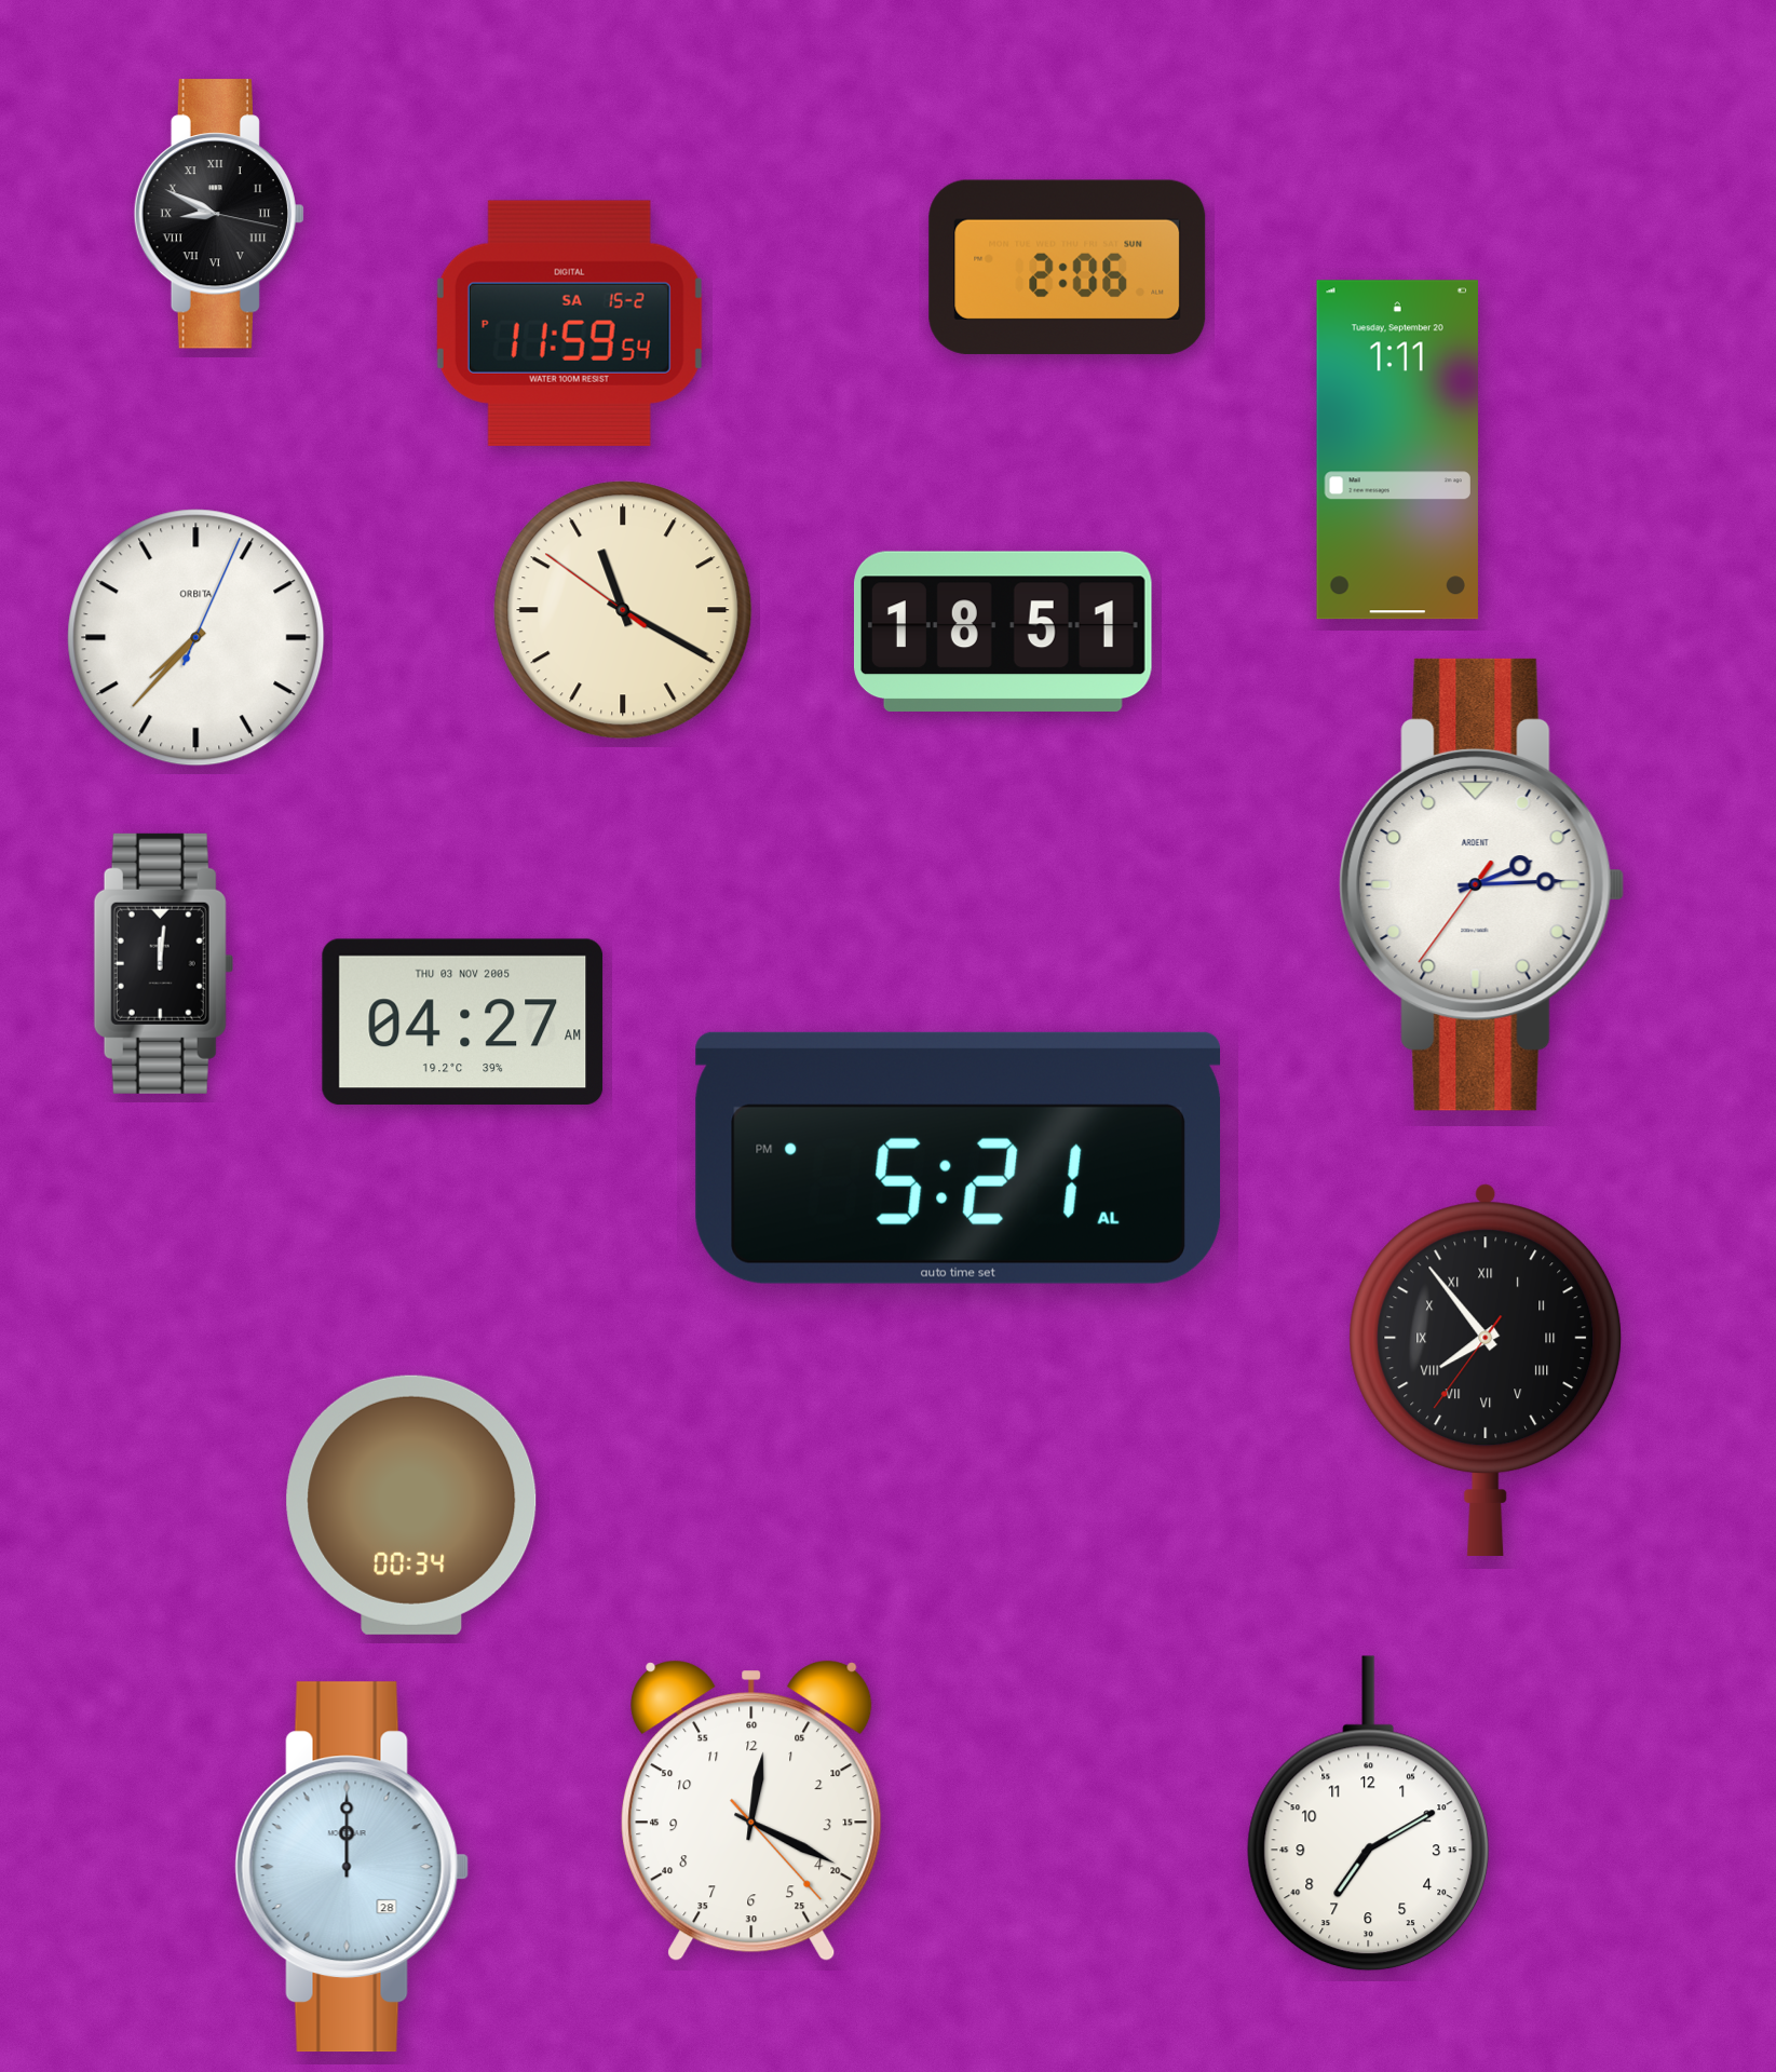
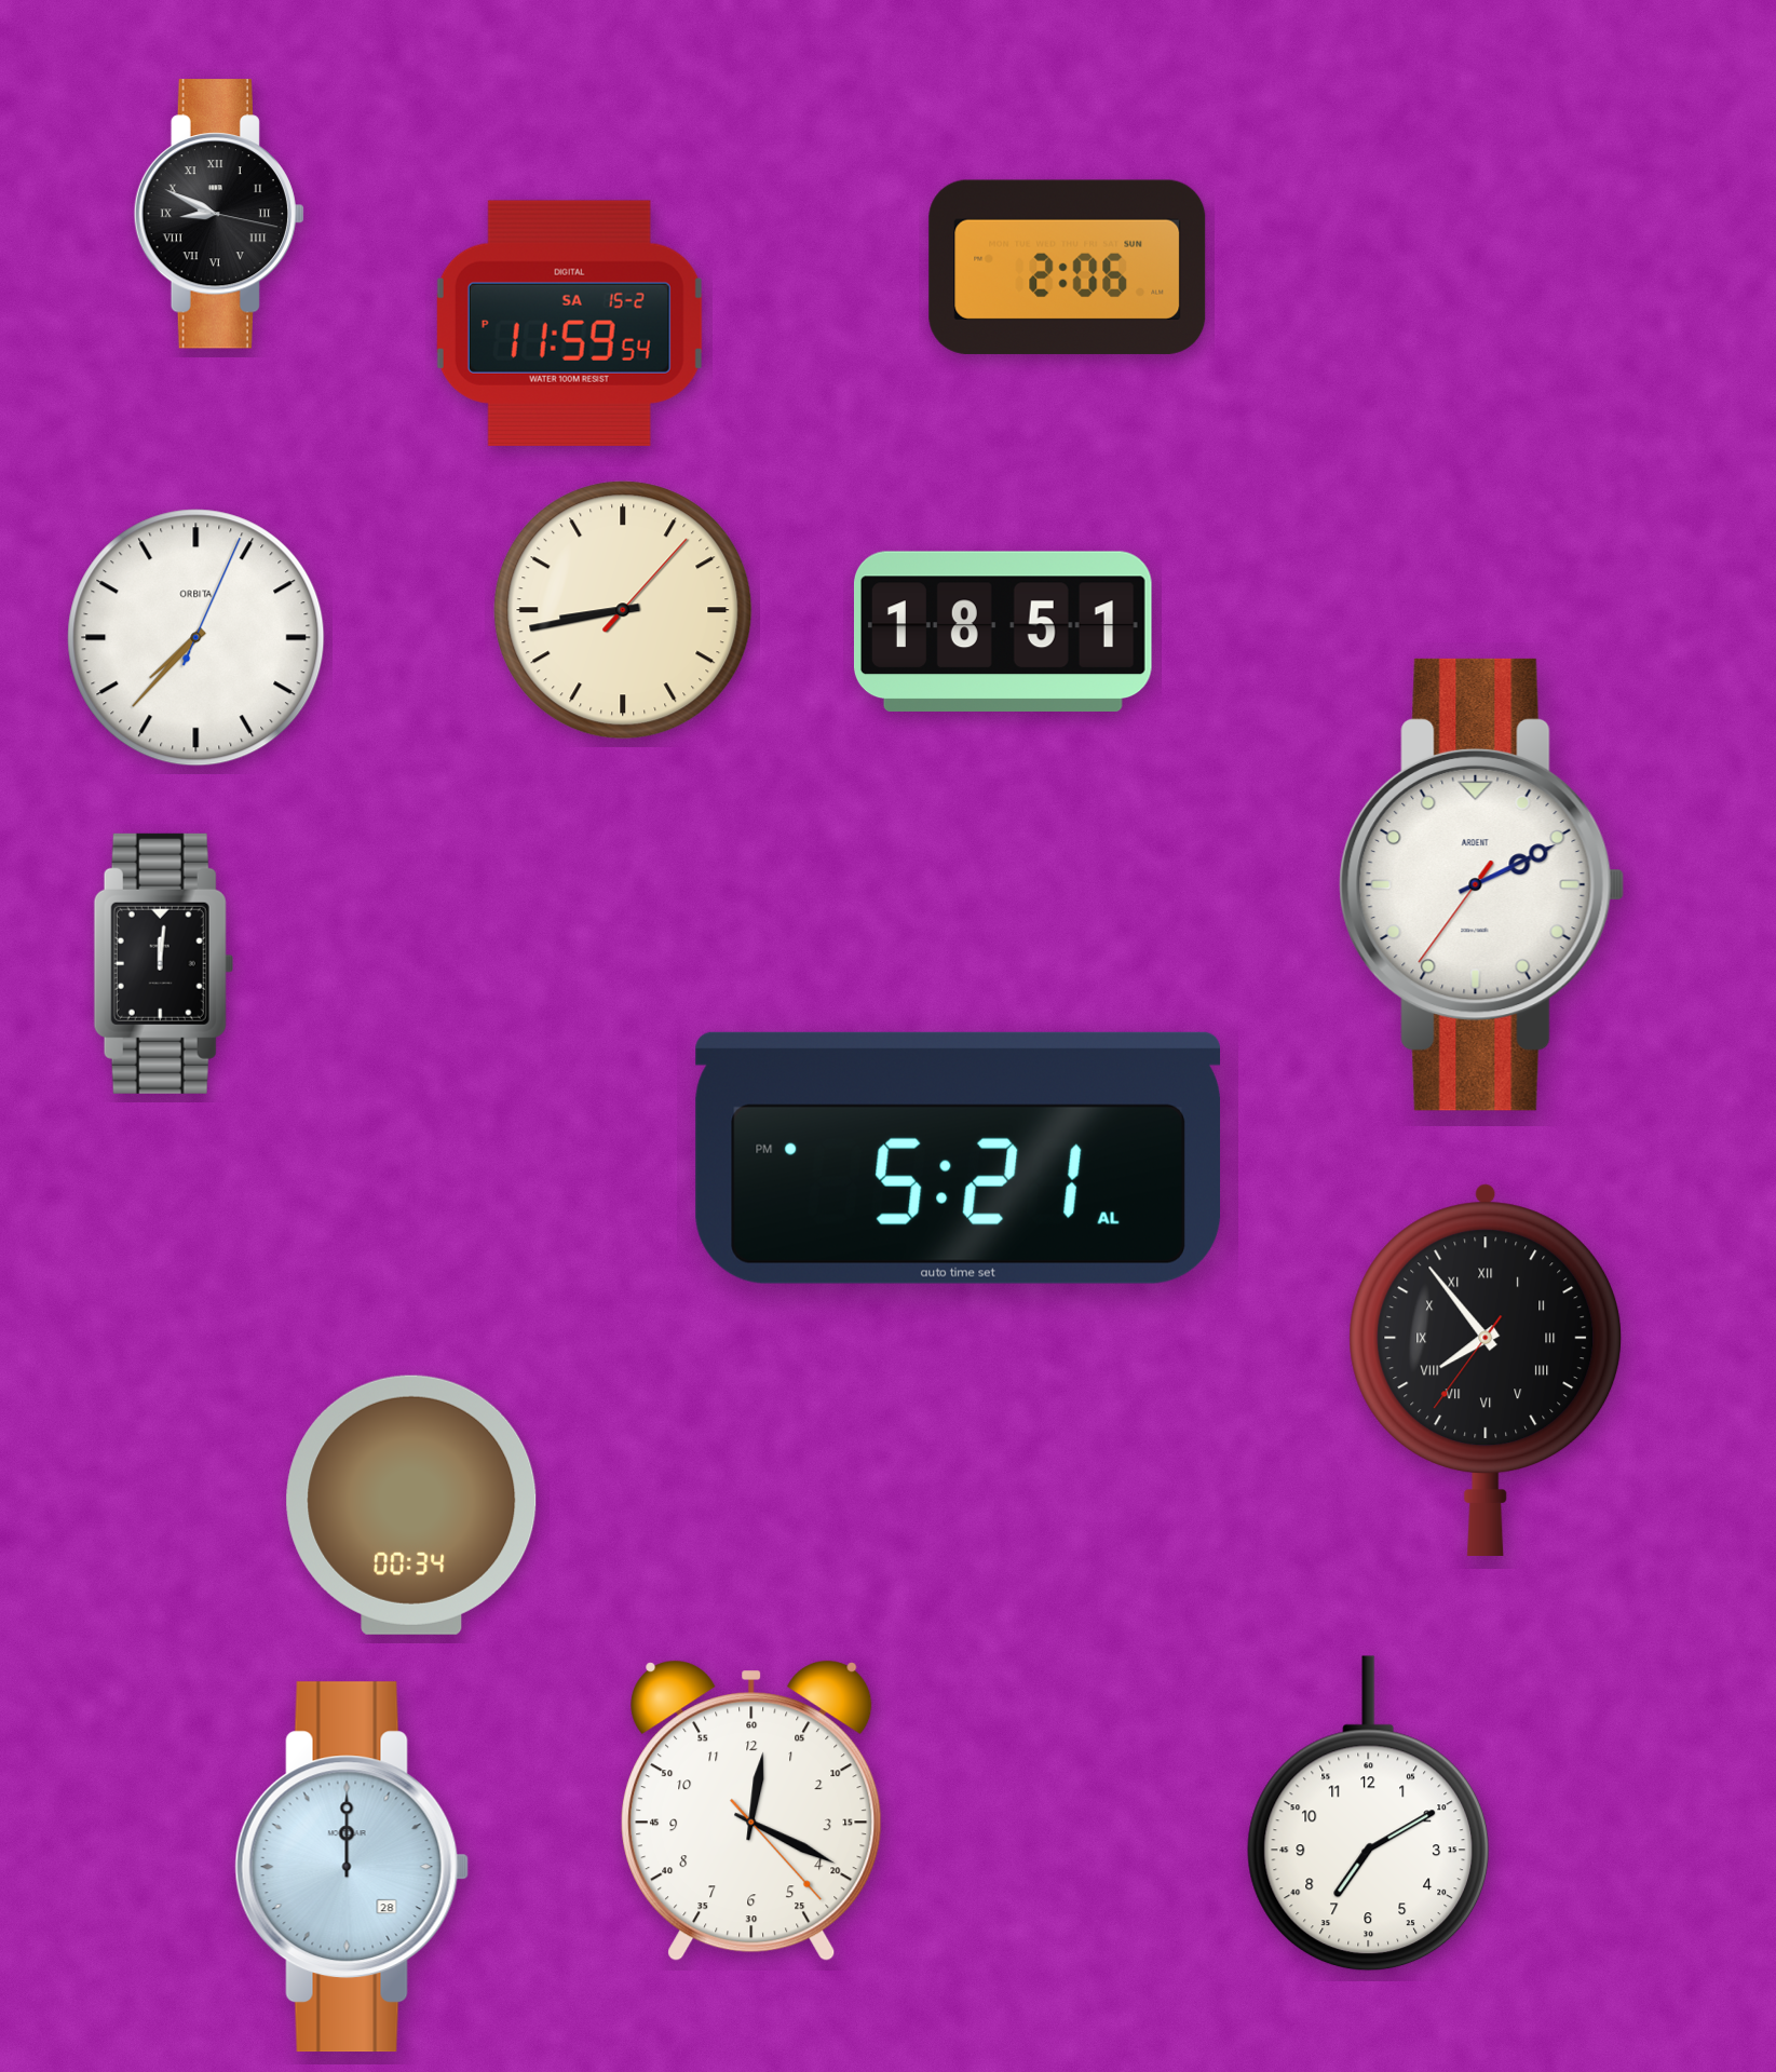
clock at (1397, 450): 1:11 -> none
clock at (623, 610): 11:19 -> 8:43
clock at (1482, 884): 2:14 -> 2:10
clock at (463, 1021): 04:27 -> none
